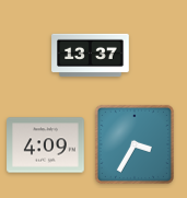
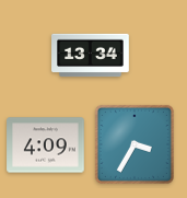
clock at (91, 56): 13:37 -> 13:34
